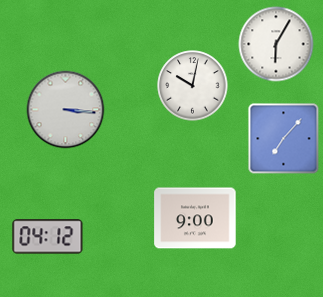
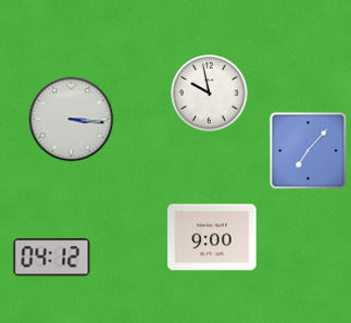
clock at (276, 44): 6:05 -> none
clock at (193, 86): 10:02 -> 9:58
